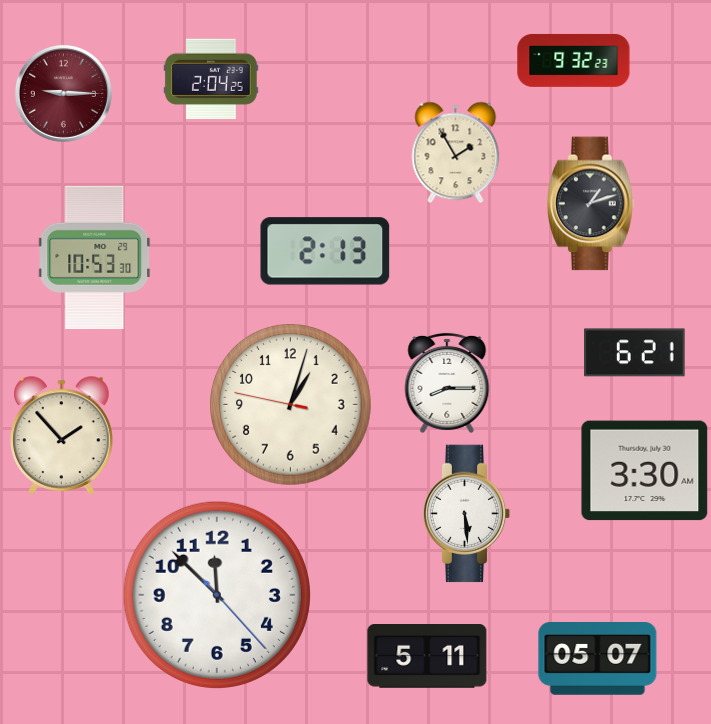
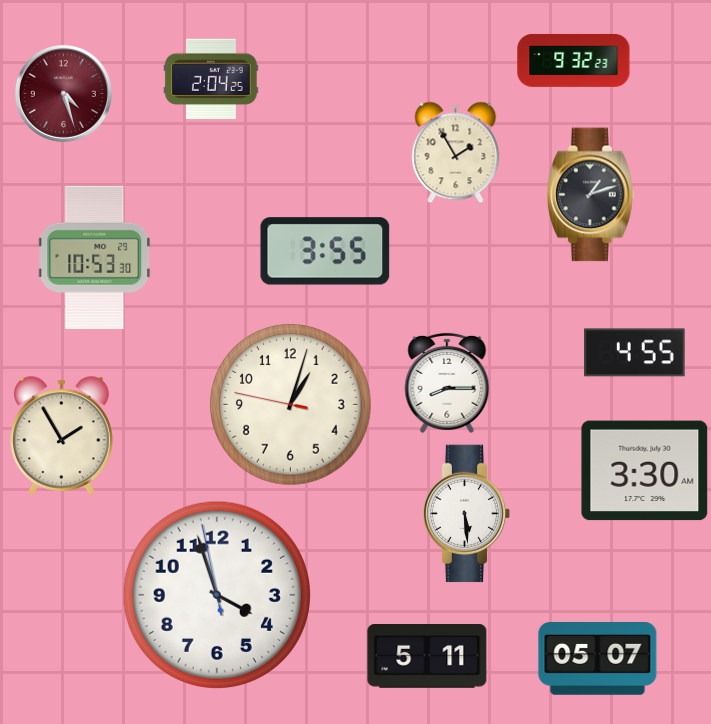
clock at (63, 93): 9:15 -> 4:27
clock at (591, 204) position: (591, 204) -> (591, 195)
clock at (325, 251): 2:13 -> 3:55
clock at (635, 353): 6:21 -> 4:55
clock at (62, 436): 1:53 -> 1:55
clock at (217, 595): 11:52 -> 3:56
